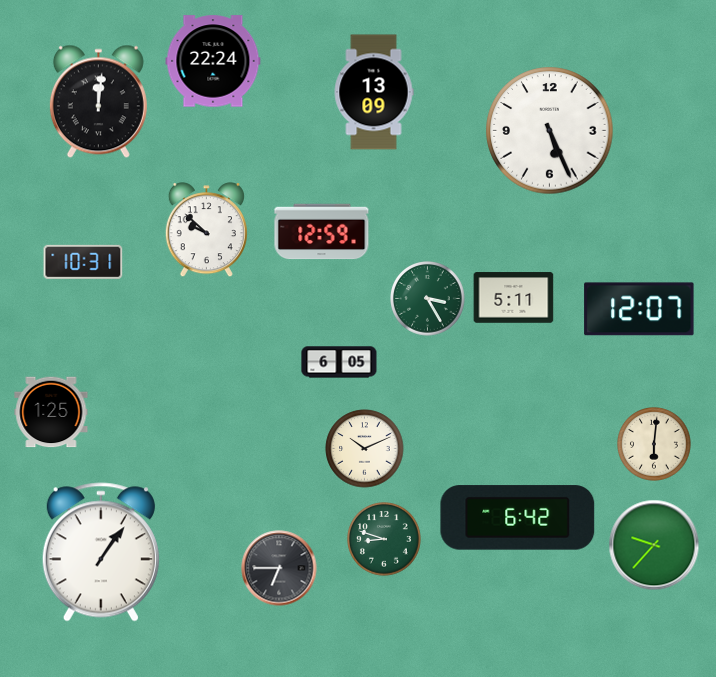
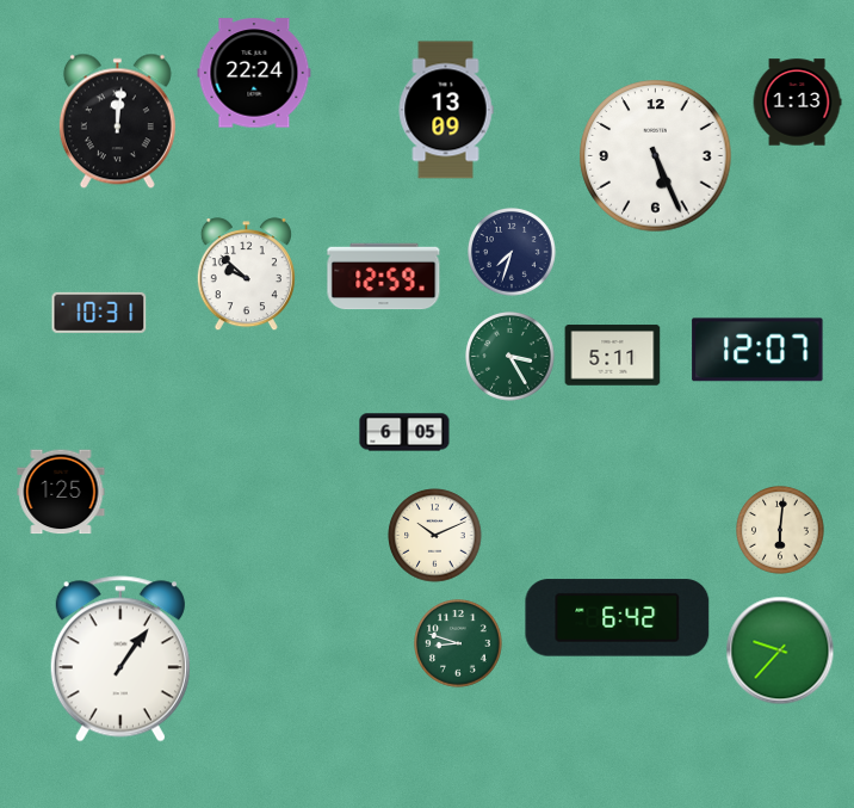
clock at (797, 103): none -> 1:13
clock at (513, 253): none -> 7:33
clock at (639, 309) position: (639, 309) -> (757, 350)
clock at (279, 568): 6:45 -> none
